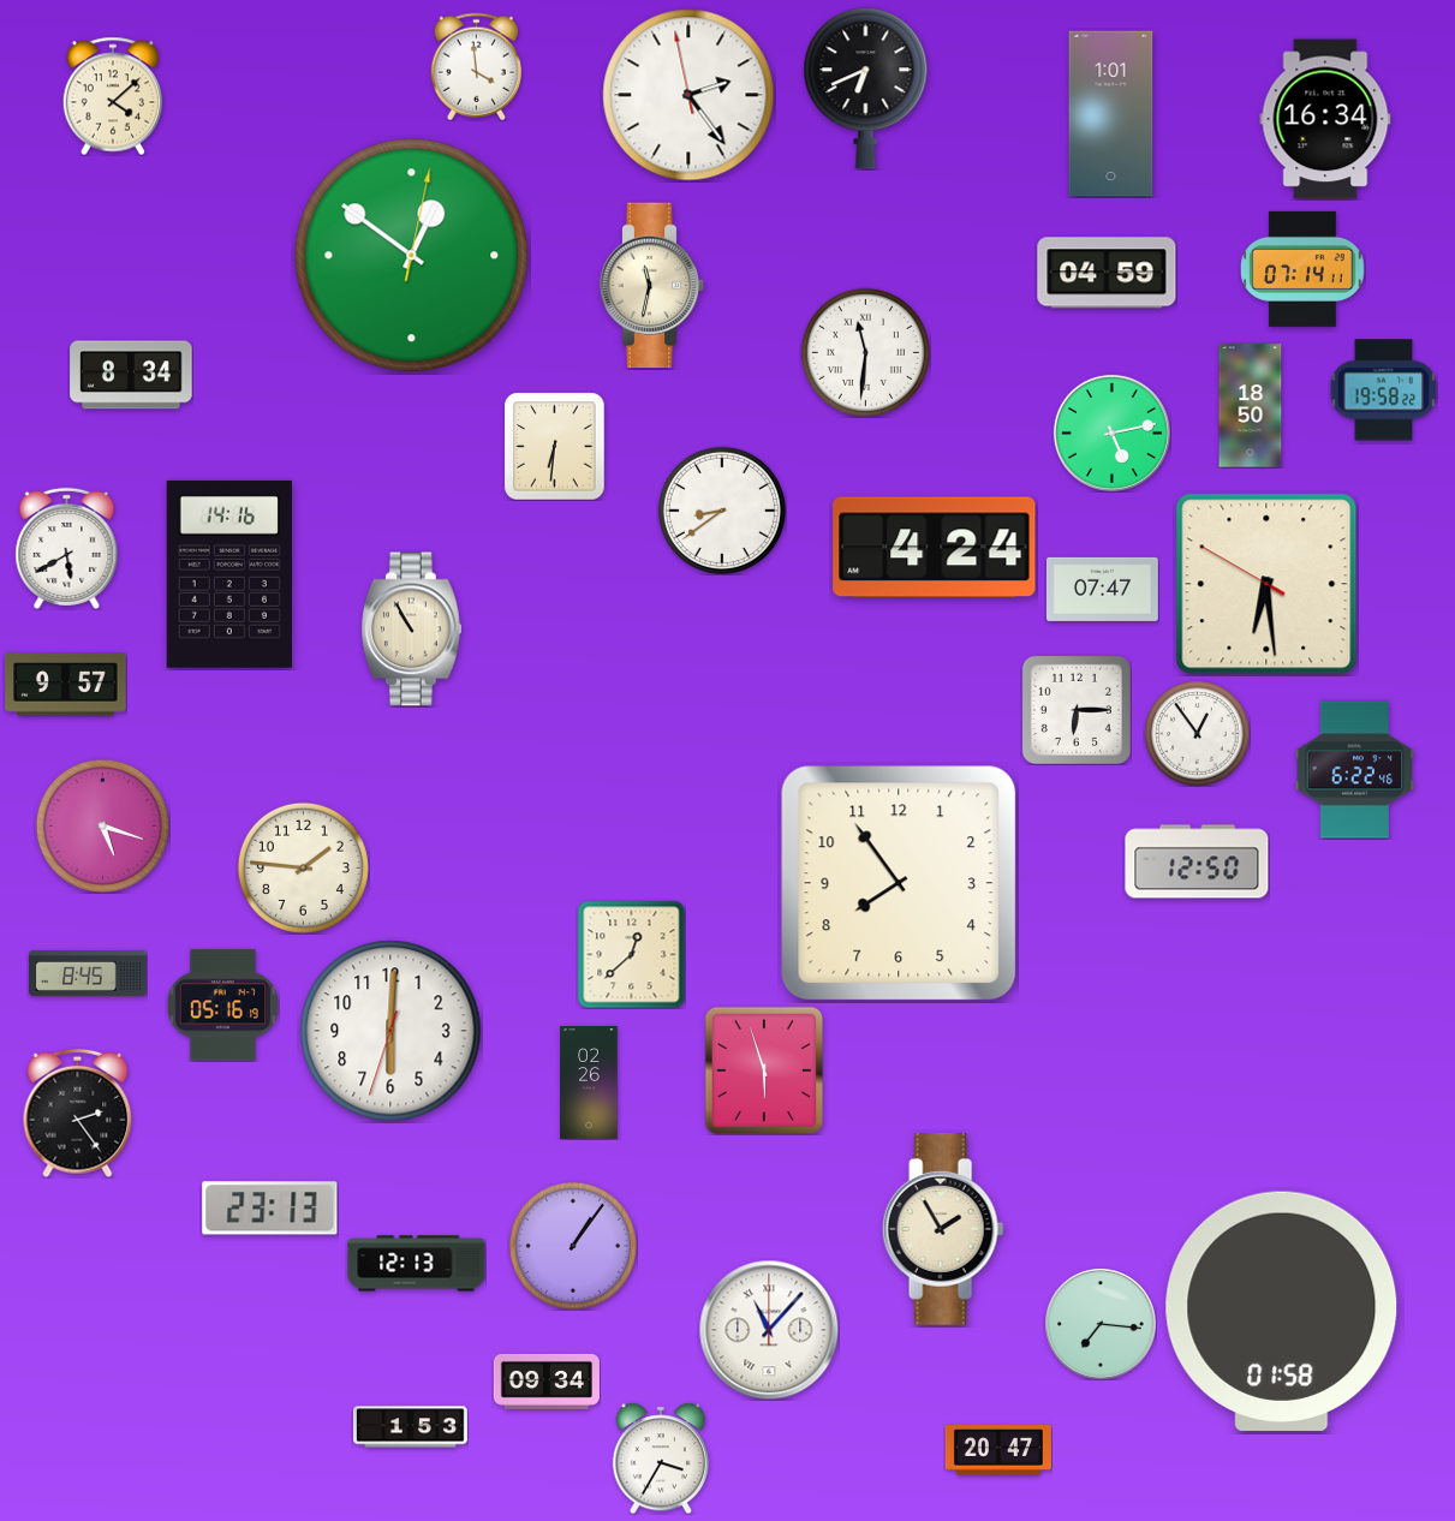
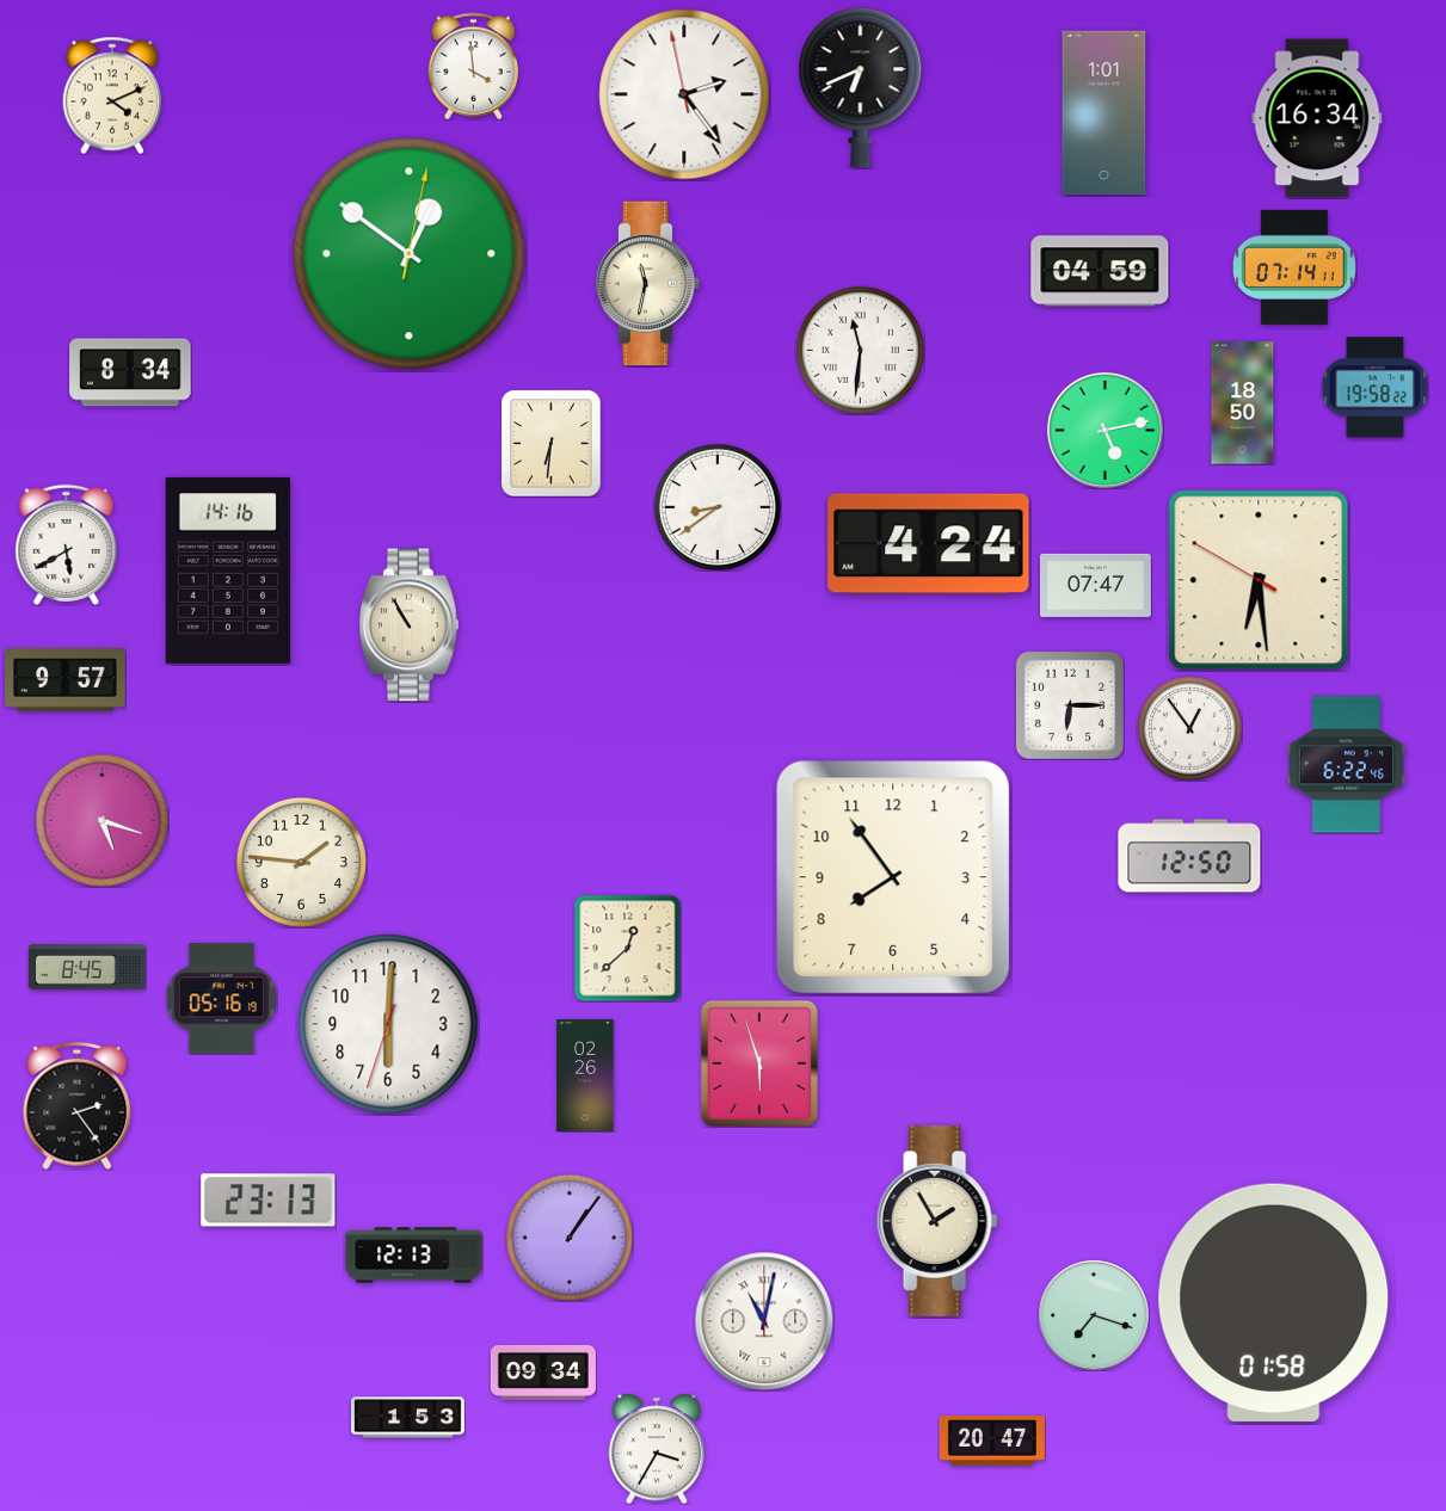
clock at (113, 96): 4:08 -> 4:11
clock at (1101, 1324): 7:16 -> 7:18
clock at (769, 1330): 11:07 -> 11:02
